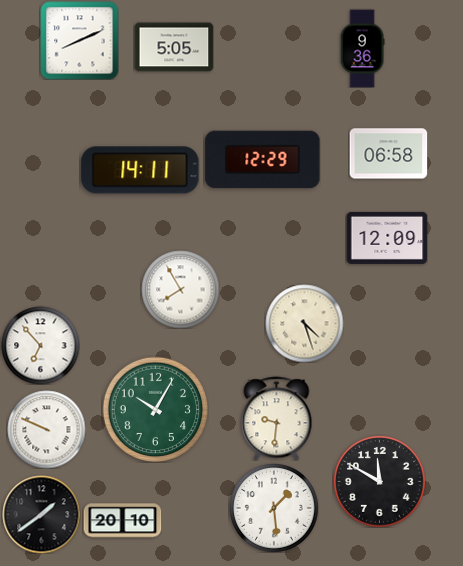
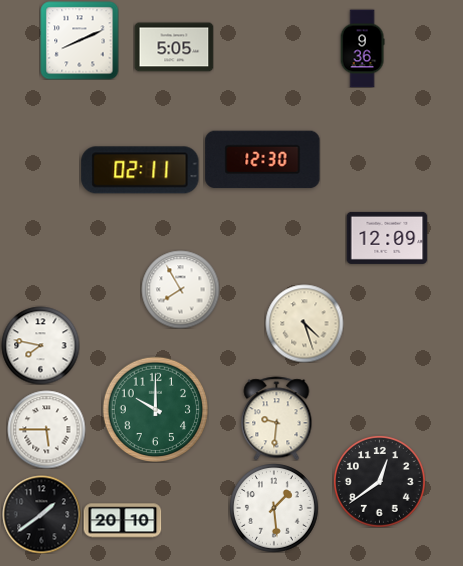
clock at (388, 154): 06:58 -> none
clock at (263, 160): 12:29 -> 12:30
clock at (140, 170): 14:11 -> 02:11
clock at (40, 345): 6:53 -> 7:47
clock at (155, 409): 10:05 -> 10:00
clock at (46, 429): 9:49 -> 5:45
clock at (379, 481): 11:50 -> 12:39
